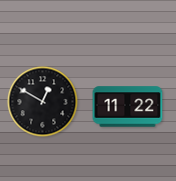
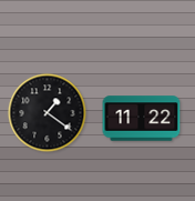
clock at (43, 102): 12:50 -> 1:21
